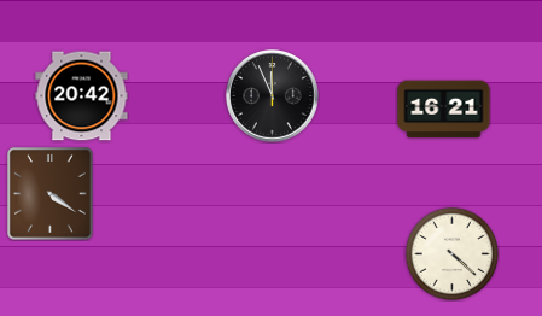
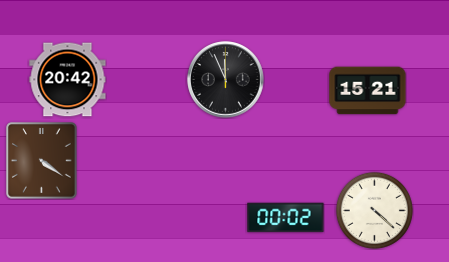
clock at (444, 110): 16:21 -> 15:21
clock at (286, 218): none -> 00:02
